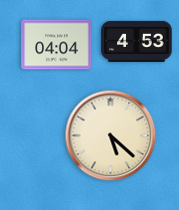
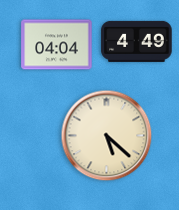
clock at (137, 41): 4:53 -> 4:49
clock at (111, 136) position: (111, 136) -> (107, 136)
